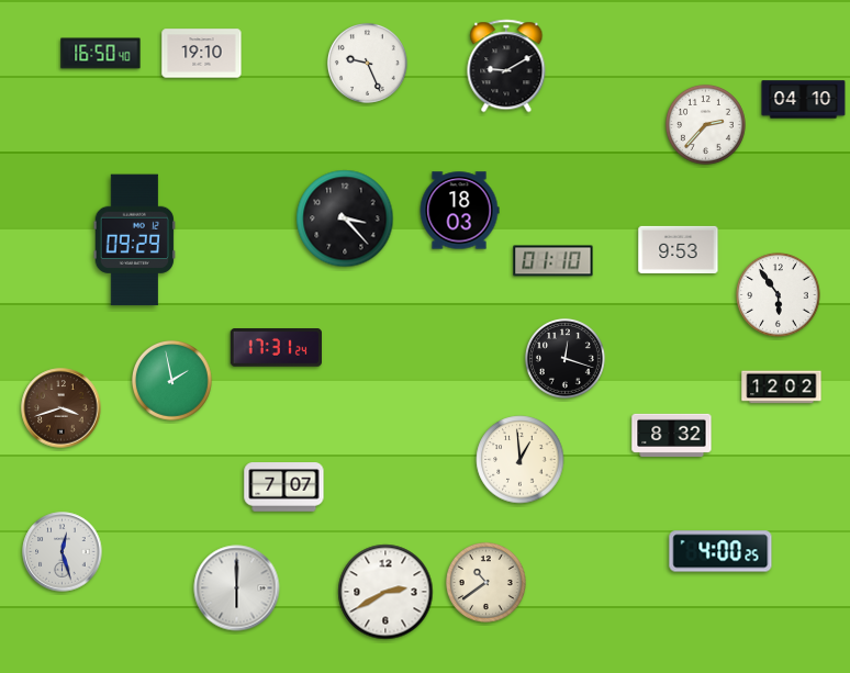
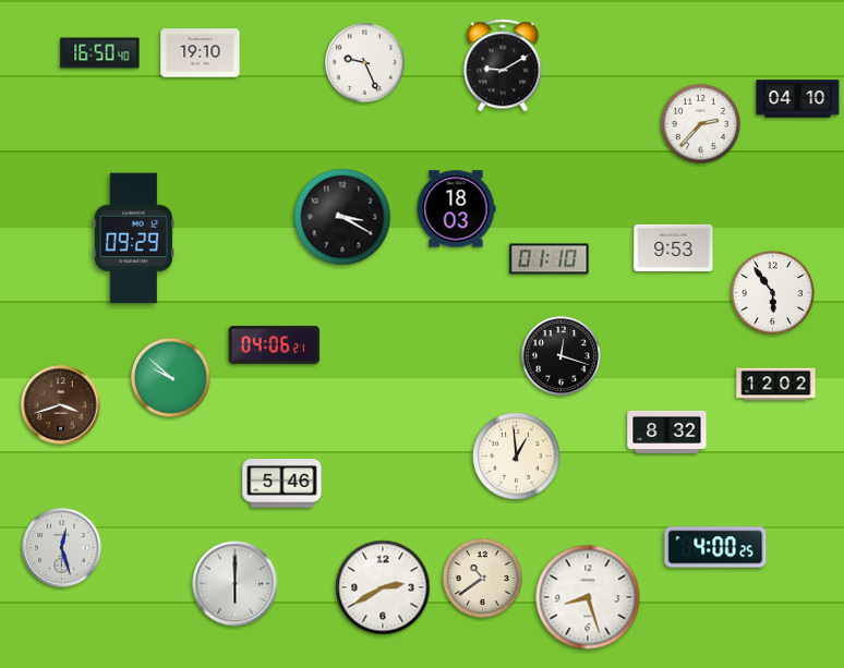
clock at (345, 218): 3:23 -> 3:20
clock at (277, 348): 17:31 -> 04:06
clock at (171, 380): 1:58 -> 9:52
clock at (284, 487): 7:07 -> 5:46
clock at (588, 597): none -> 8:27
